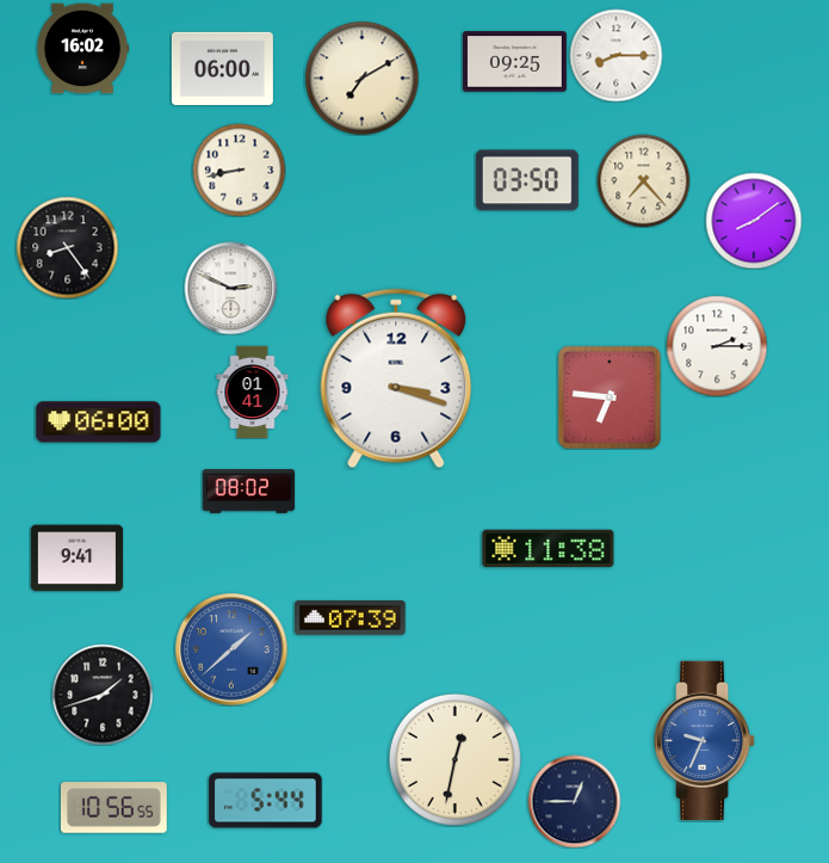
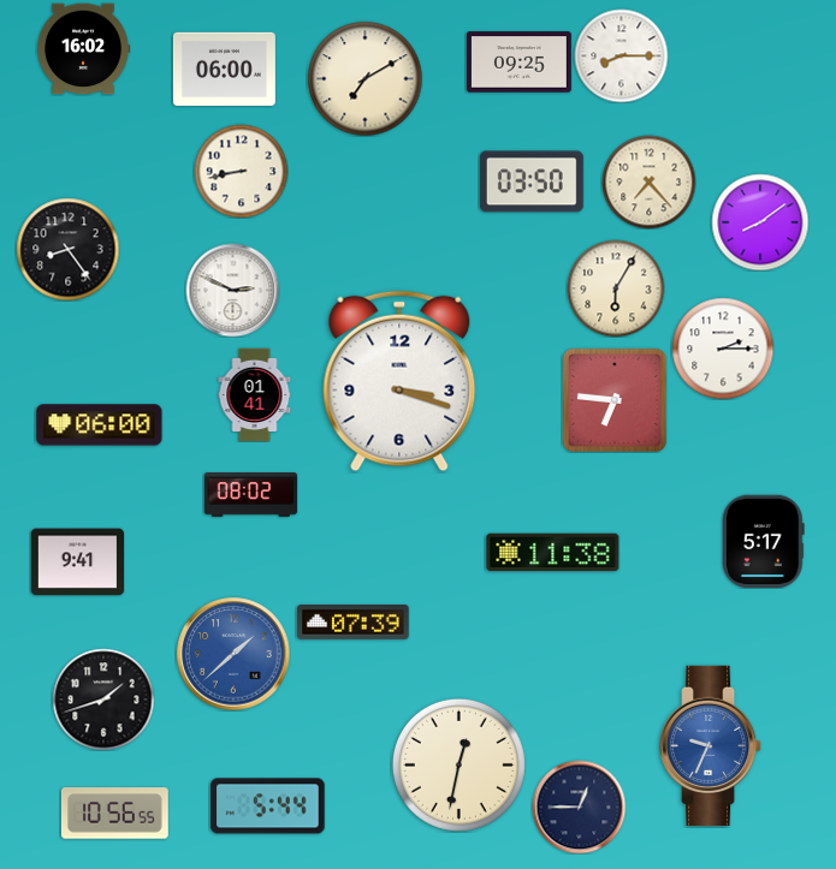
clock at (616, 288): none -> 6:05
clock at (764, 541): none -> 5:17
